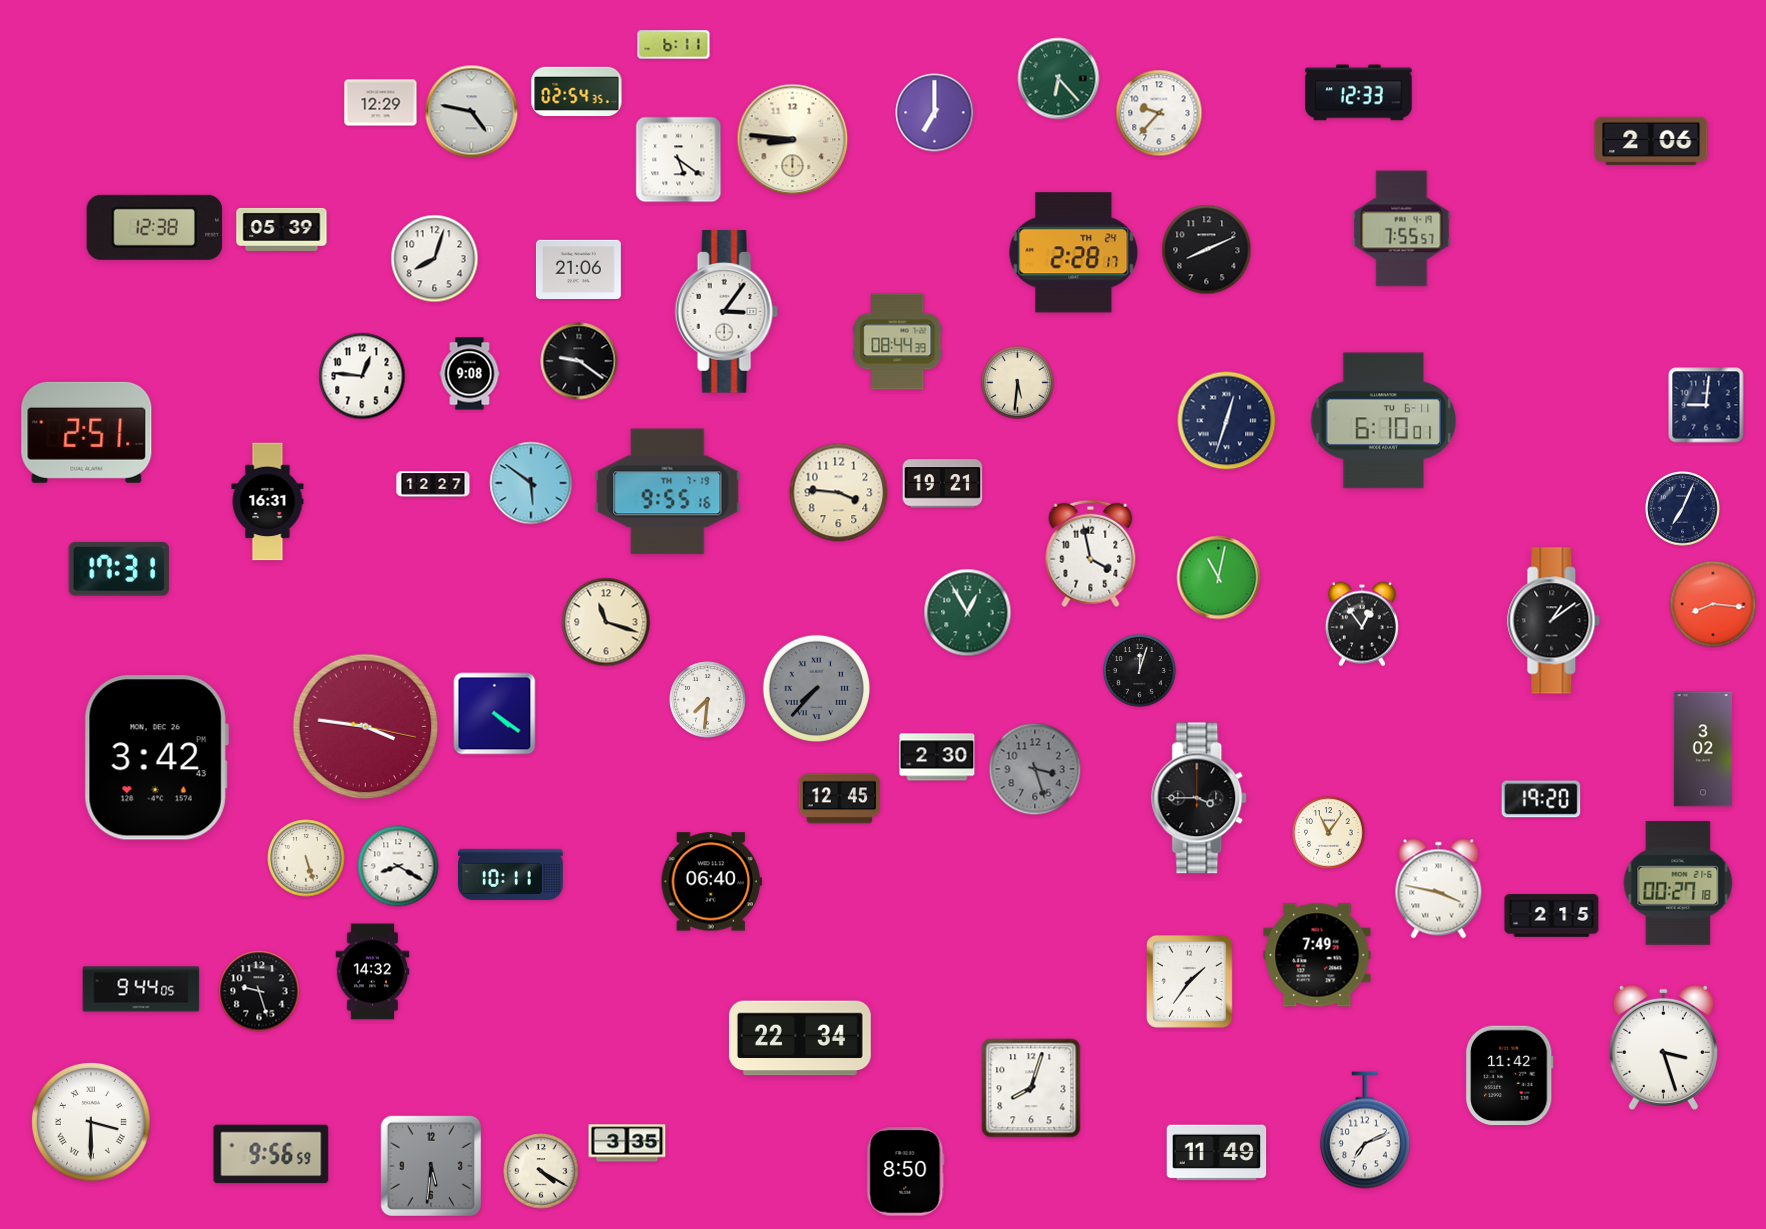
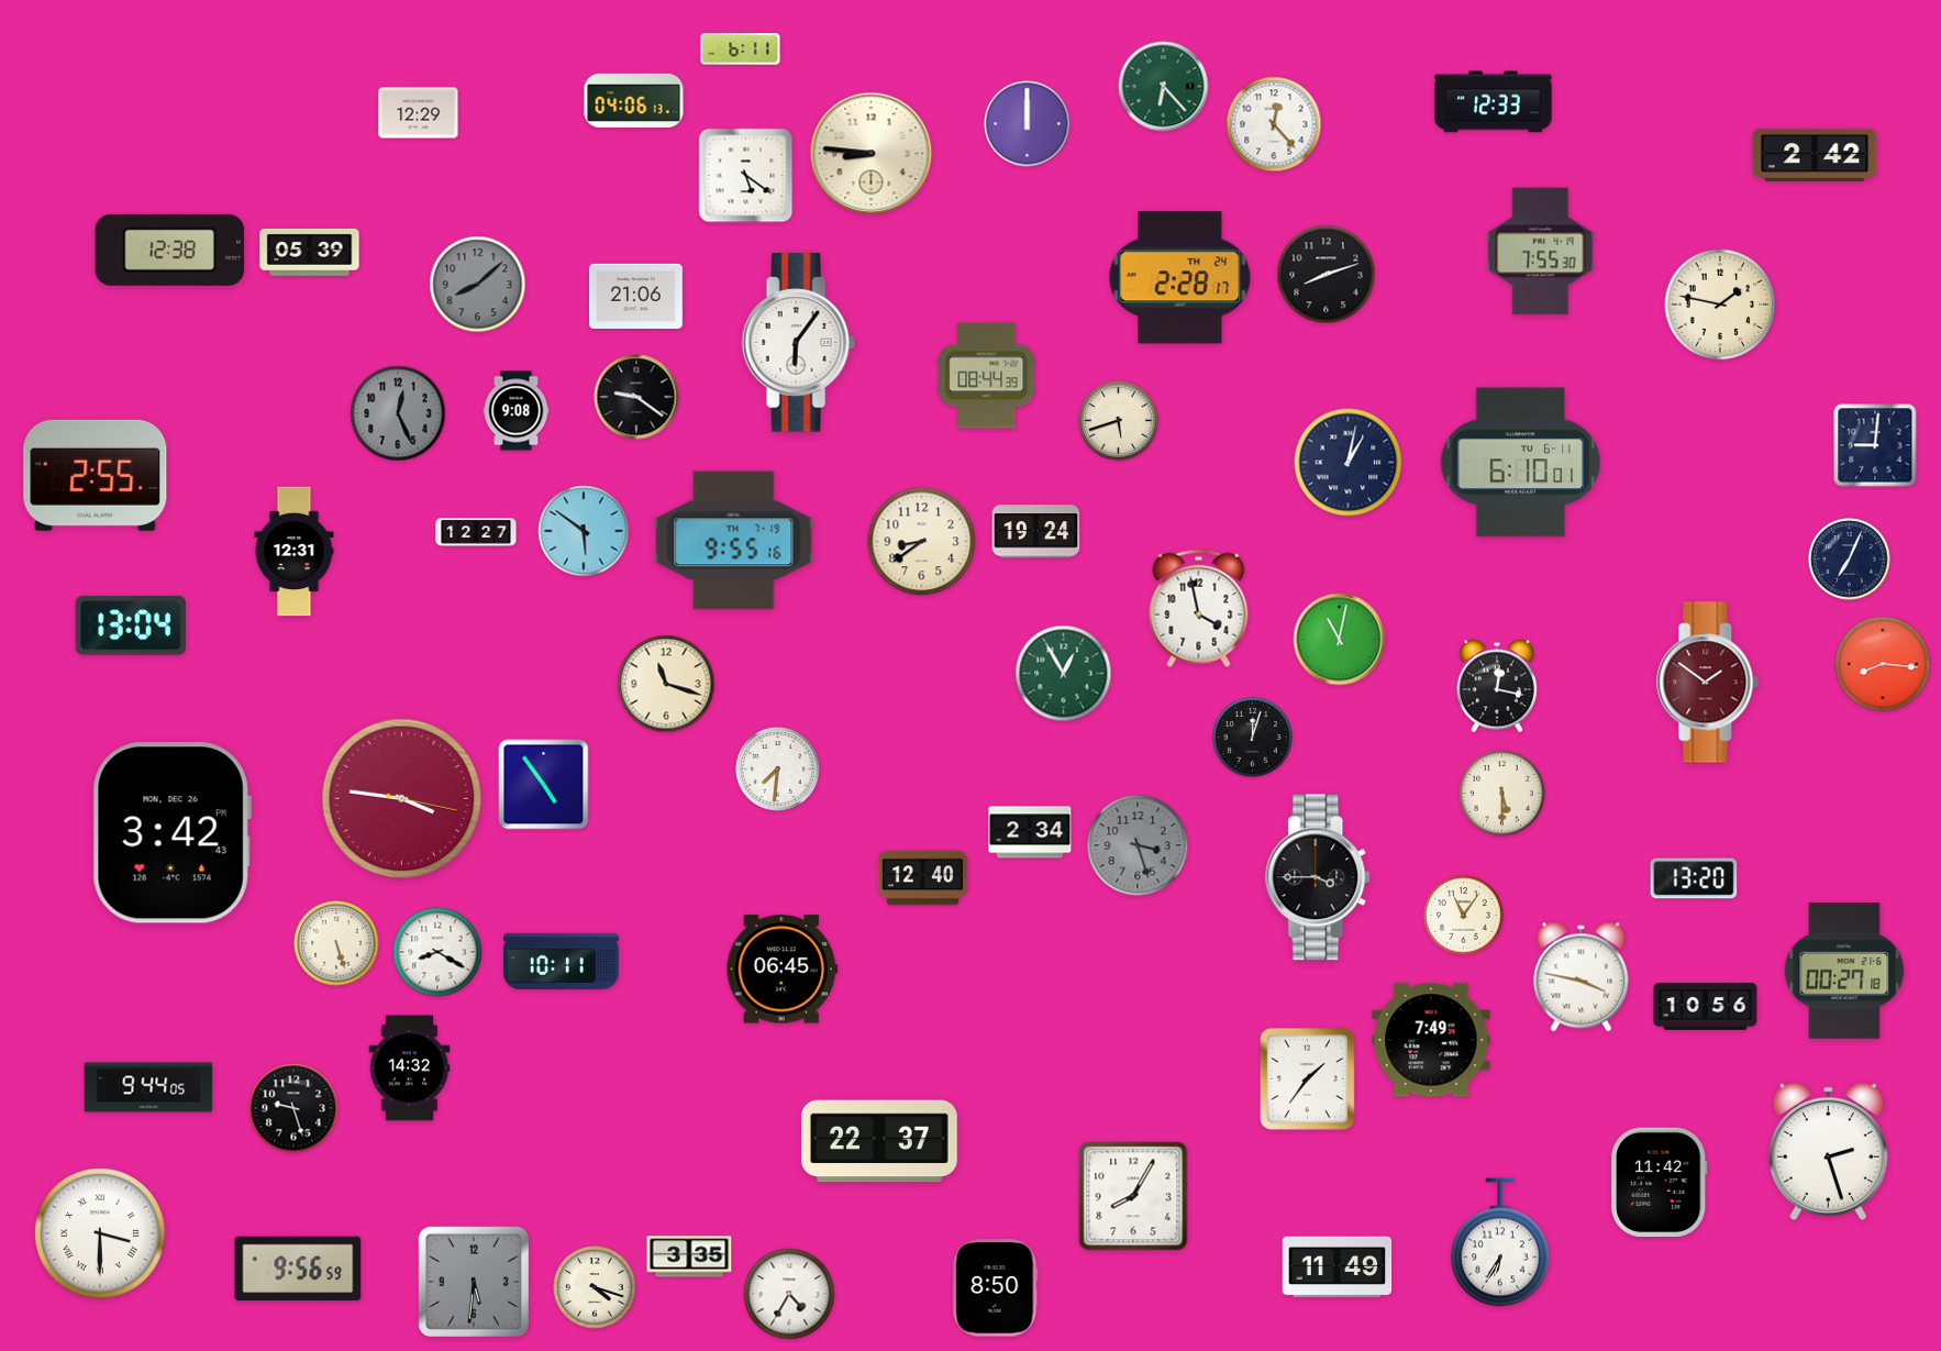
clock at (577, 92): 02:54 -> 04:06
clock at (472, 112): 4:47 -> none
clock at (935, 113): 7:00 -> 12:00
clock at (1159, 113): 9:37 -> 12:23
clock at (1651, 141): 2:06 -> 2:42
clock at (1402, 229): 7:55:57 -> 7:55:30
clock at (1207, 250): 8:11 -> 8:12
clock at (435, 259): 8:03 -> 8:08
clock at (435, 259) dial: white -> grey
clock at (1720, 304): none -> 1:47
clock at (726, 312): 3:06 -> 6:06
clock at (362, 376): 12:46 -> 12:26
clock at (362, 376) dial: white -> grey
clock at (1018, 383): 5:31 -> 5:42
clock at (1227, 421): 12:33 -> 1:02
clock at (87, 432): 2:51 -> 2:55
clock at (943, 484): 19:21 -> 19:24
clock at (839, 493): 3:46 -> 8:39
clock at (268, 502): 16:31 -> 12:31
clock at (119, 569): 17:31 -> 13:04
clock at (1219, 578) position: (1219, 578) -> (1340, 640)
clock at (1554, 621): 1:09 -> 1:51
clock at (1554, 621) dial: black -> burgundy
clock at (1362, 624): 12:54 -> 12:17
clock at (816, 688): 7:37 -> none
clock at (495, 714): 4:21 -> 4:54
clock at (1502, 794): none -> 5:30
clock at (1703, 749): 3:02 -> none
clock at (937, 757): 2:30 -> 2:34
clock at (840, 799): 12:45 -> 12:40
clock at (1541, 799): 19:20 -> 13:20
clock at (1329, 833) position: (1329, 833) -> (1464, 916)
clock at (711, 882): 06:40 -> 06:45
clock at (1552, 916): 2:15 -> 10:56
clock at (1317, 955) position: (1317, 955) -> (1431, 1040)
clock at (141, 989) position: (141, 989) -> (148, 1087)
clock at (259, 991) position: (259, 991) -> (293, 1108)
clock at (800, 1038): 22:34 -> 22:37
clock at (1663, 1047): 3:27 -> 2:27
clock at (1031, 1088): 8:03 -> 8:05
clock at (1365, 1130): 7:11 -> 6:35
clock at (541, 1171): 4:20 -> 4:18
clock at (789, 1294): none -> 4:35
